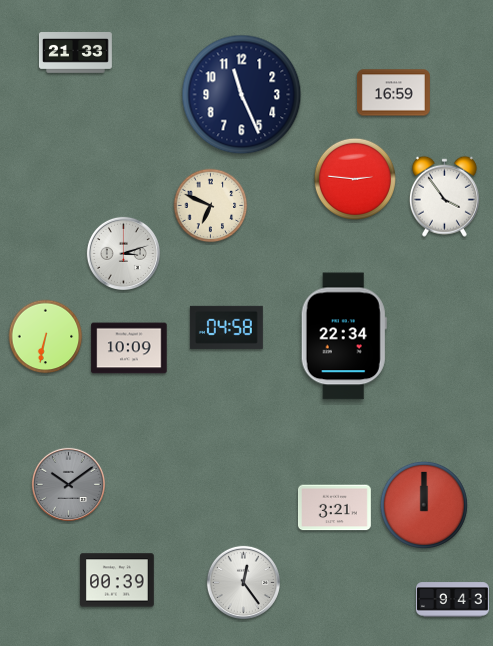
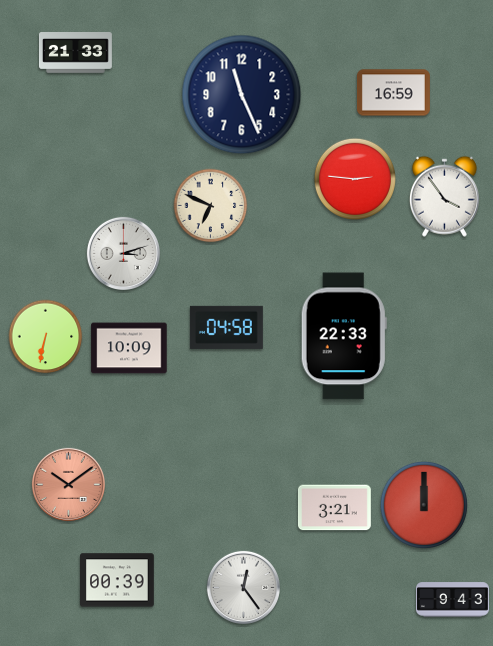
clock at (344, 336): 22:34 -> 22:33
clock at (68, 484) dial: grey -> salmon
clock at (243, 582) position: (243, 582) -> (243, 587)
